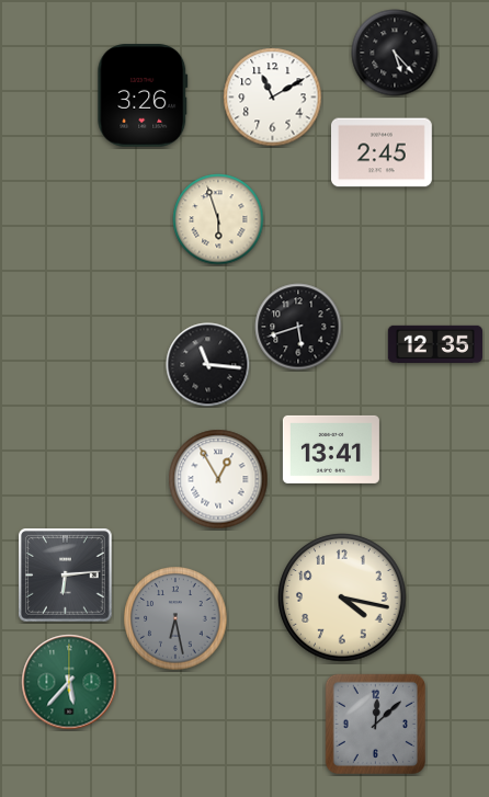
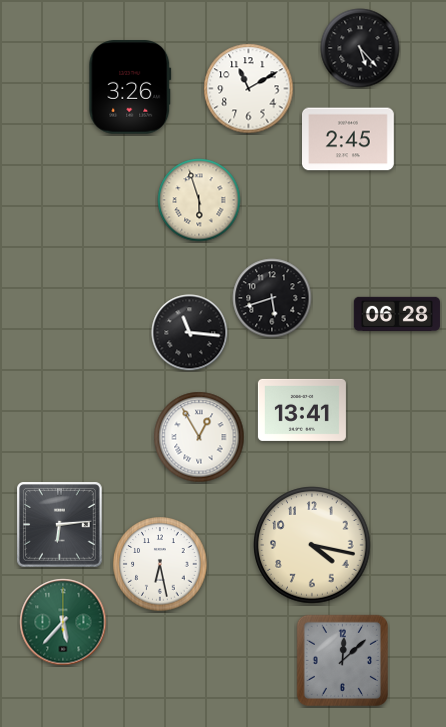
clock at (435, 344): 12:35 -> 06:28
clock at (175, 618) dial: grey -> white
